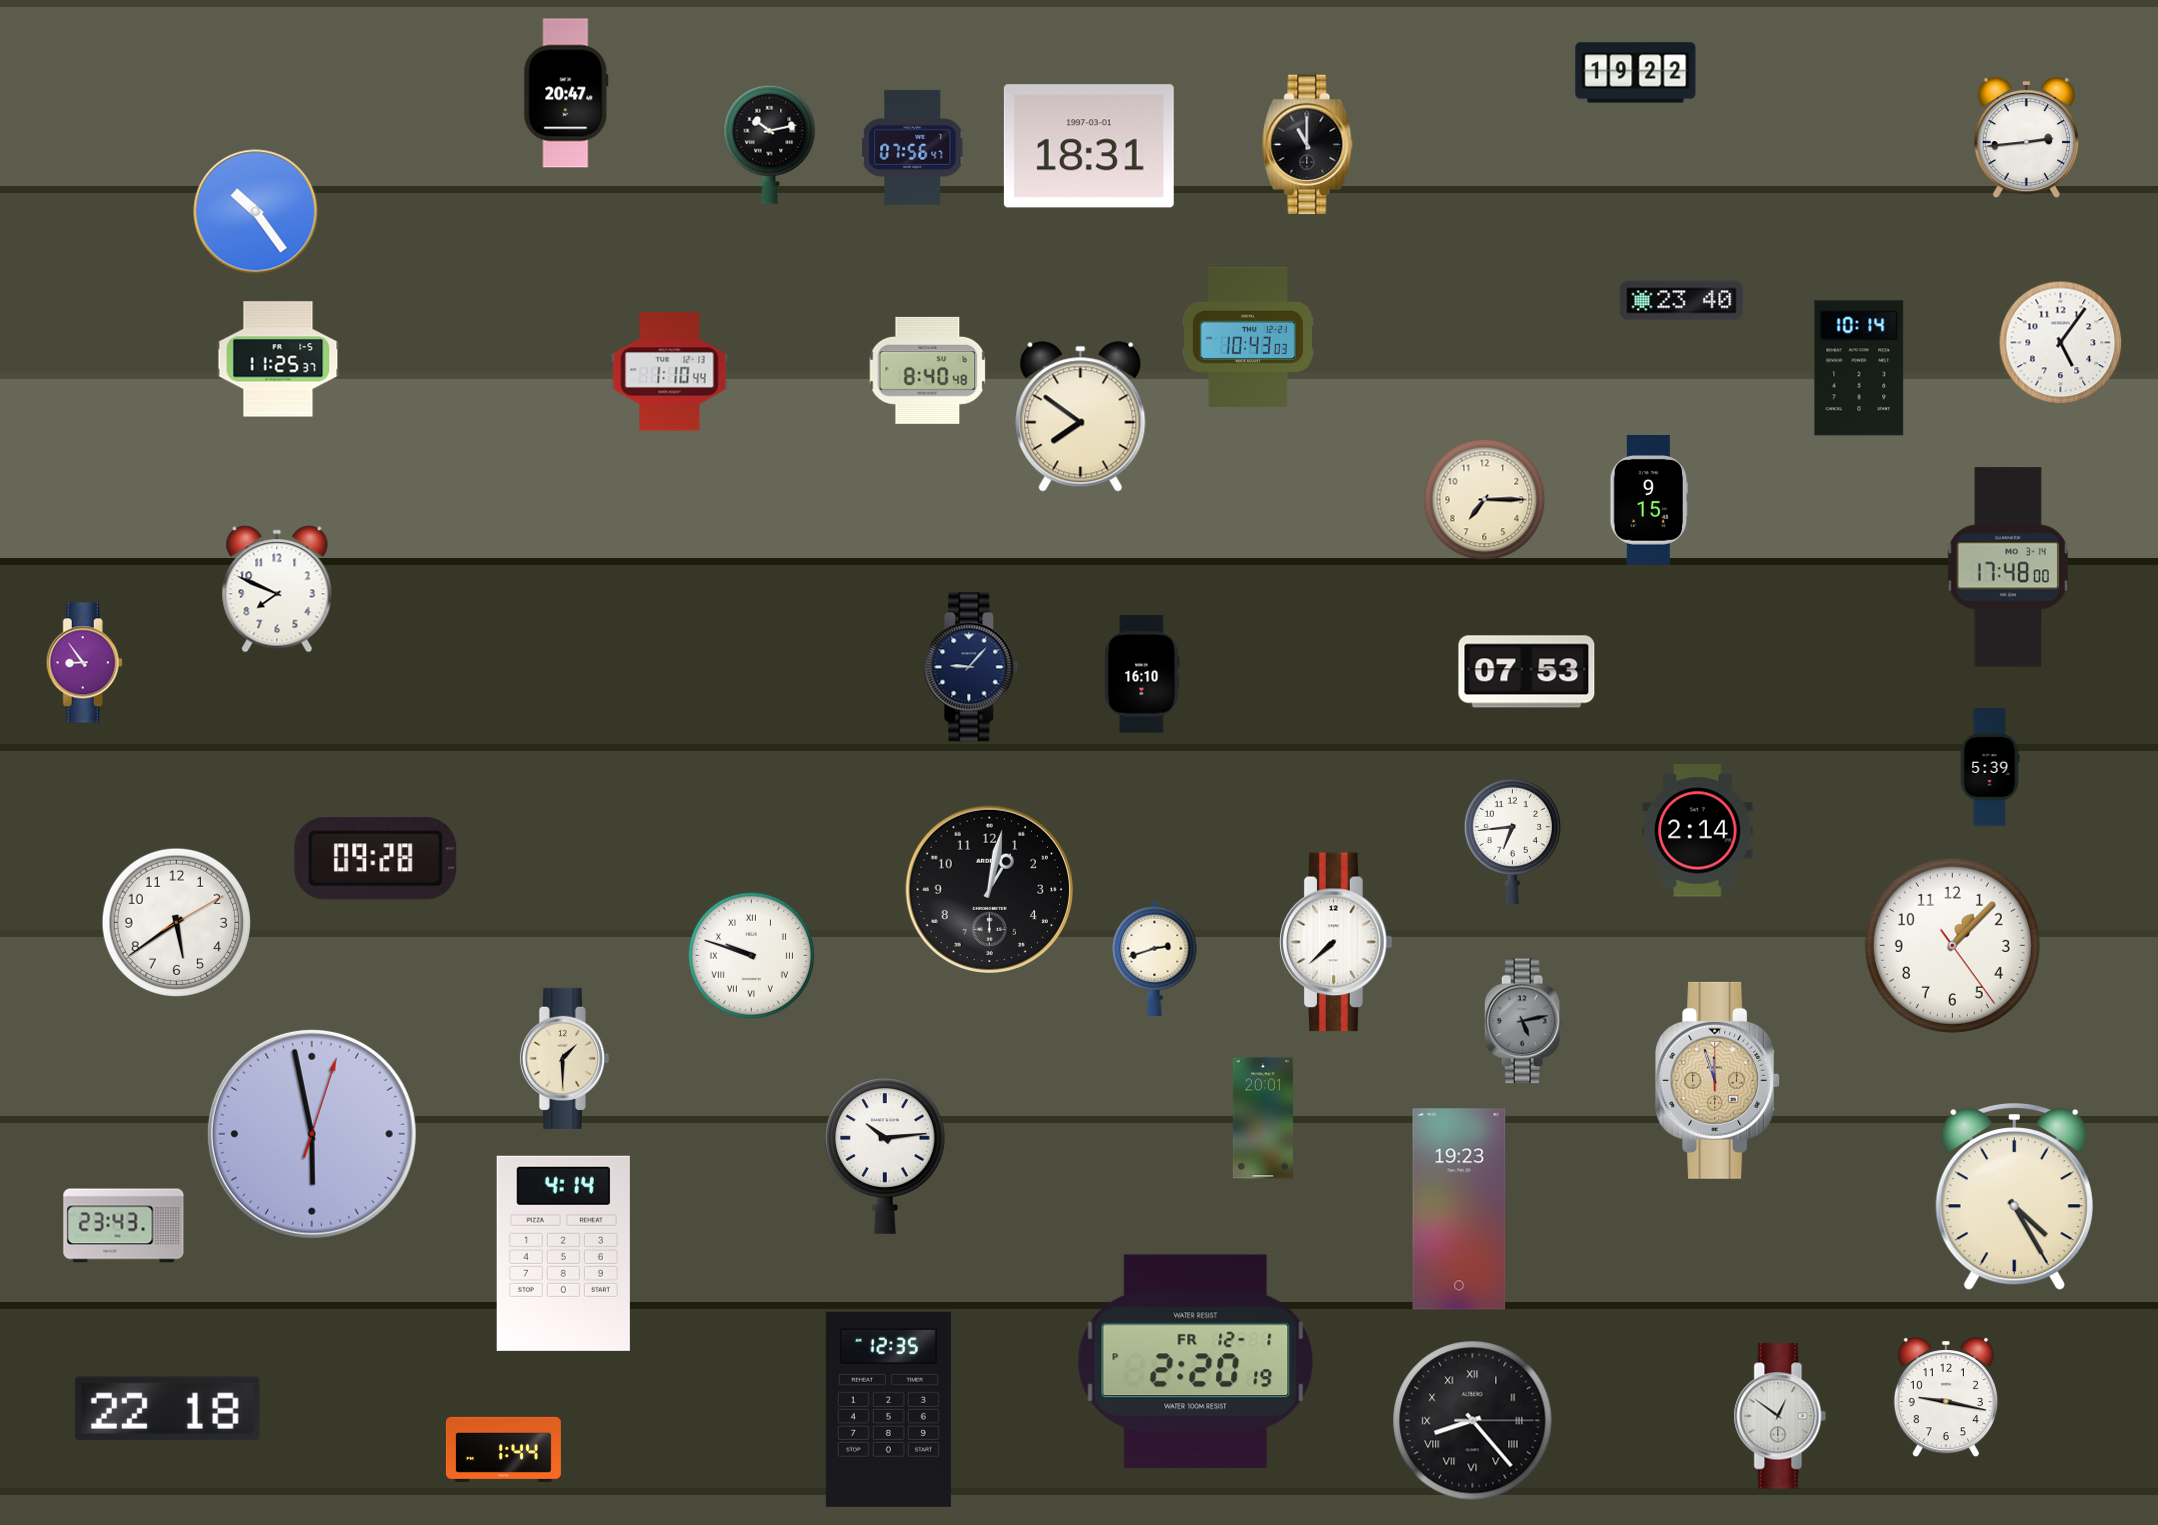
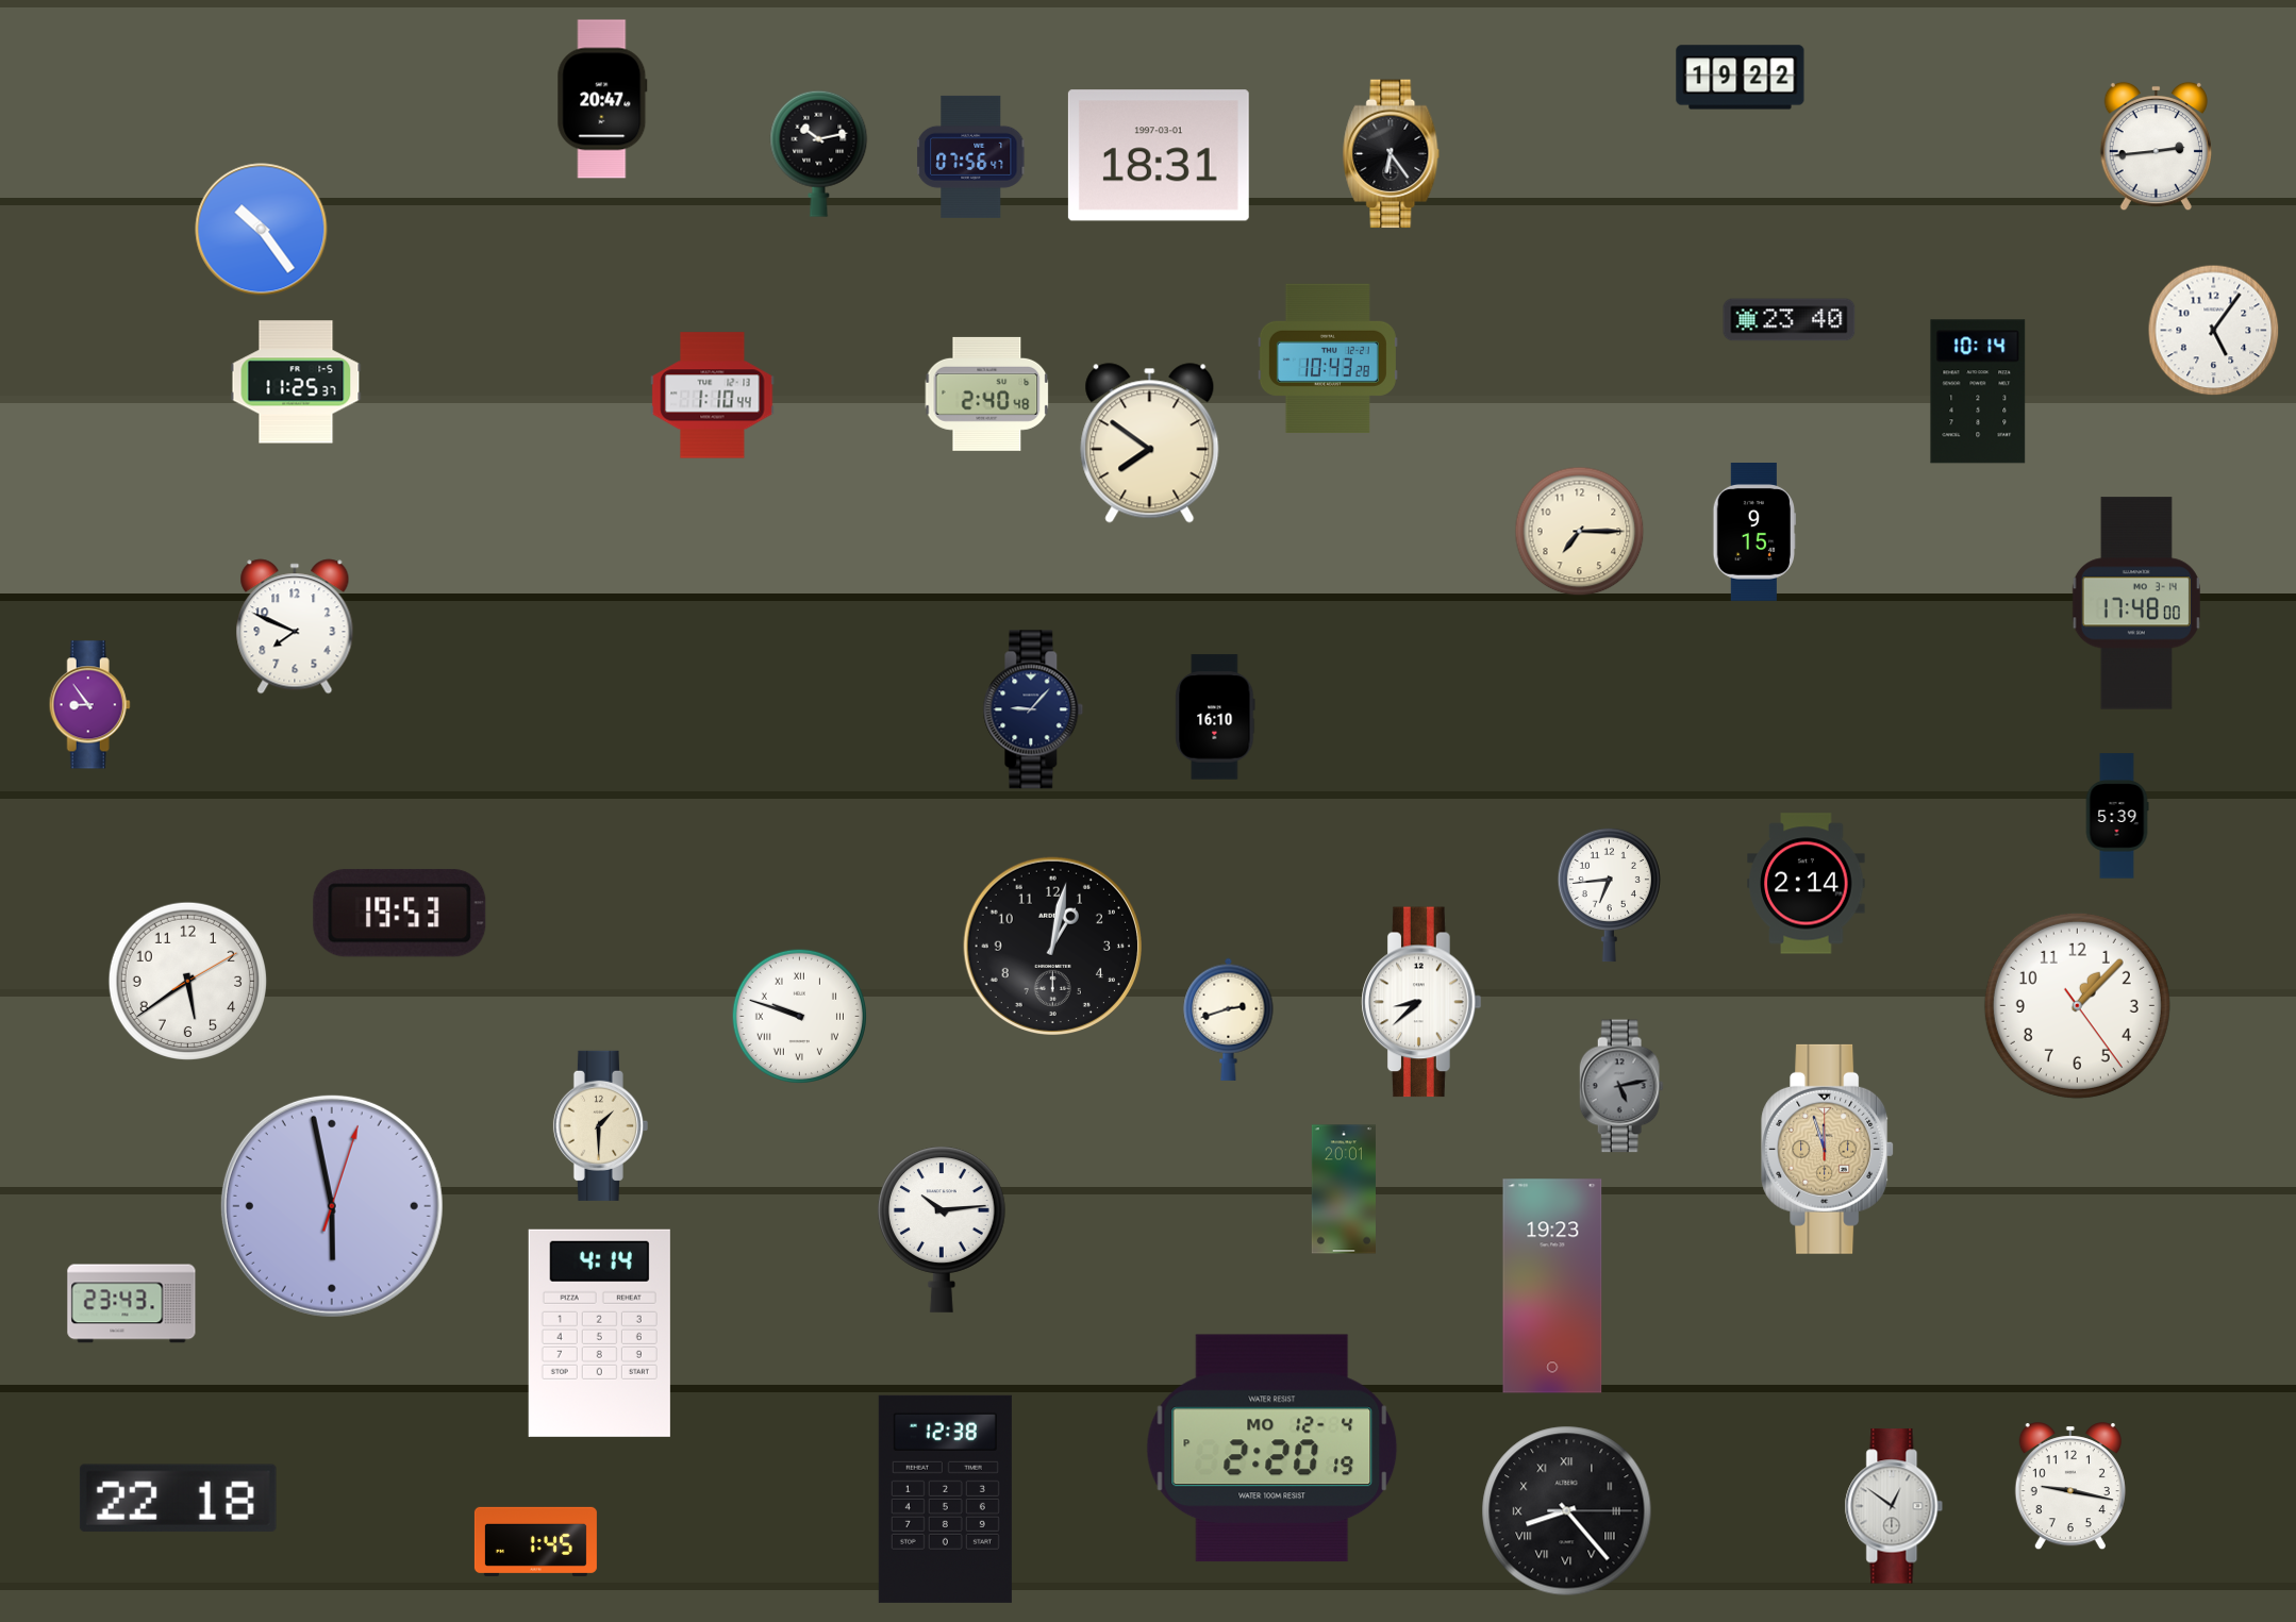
clock at (1308, 145): 11:00 -> 6:24
clock at (256, 212) position: (256, 212) -> (262, 230)
clock at (1248, 337): 10:43:03 -> 10:43:28
clock at (2061, 343) position: (2061, 343) -> (2214, 331)
clock at (928, 370): 8:40 -> 2:40
clock at (1527, 672): 07:53 -> none
clock at (376, 859): 09:28 -> 19:53
clock at (1336, 942): 7:38 -> 8:38
clock at (2014, 1198): 4:25 -> none
clock at (1196, 1362) date: FR 12-1 -> MO 12-4
clock at (888, 1409): 12:35 -> 12:38
clock at (503, 1449): 1:44 -> 1:45
